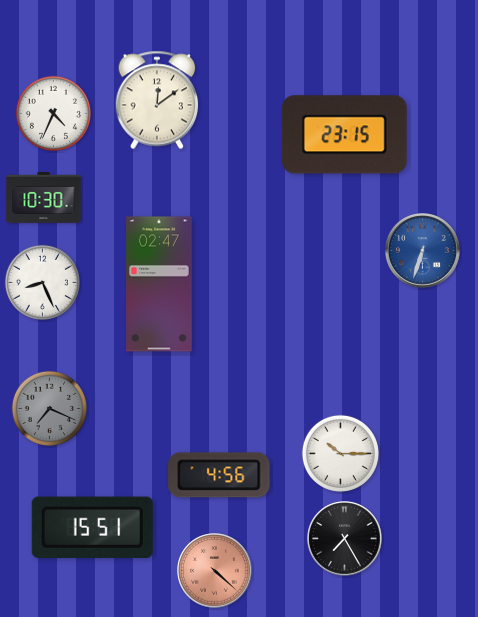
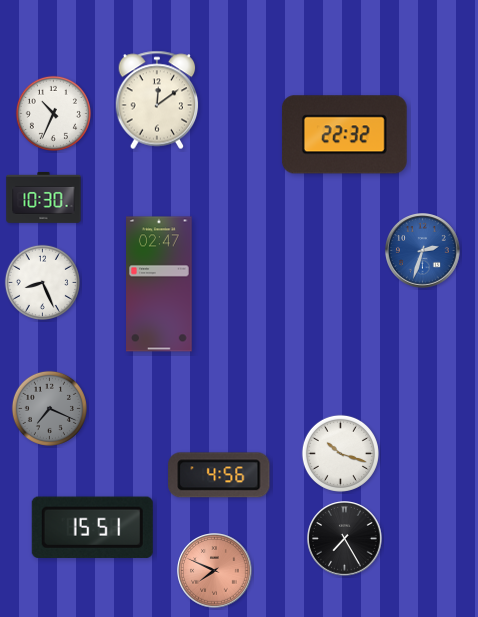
clock at (53, 113): 4:34 -> 10:34
clock at (344, 135): 23:15 -> 22:32
clock at (423, 251): 6:33 -> 2:33
clock at (340, 453): 10:15 -> 10:18
clock at (215, 571): 4:22 -> 7:49
